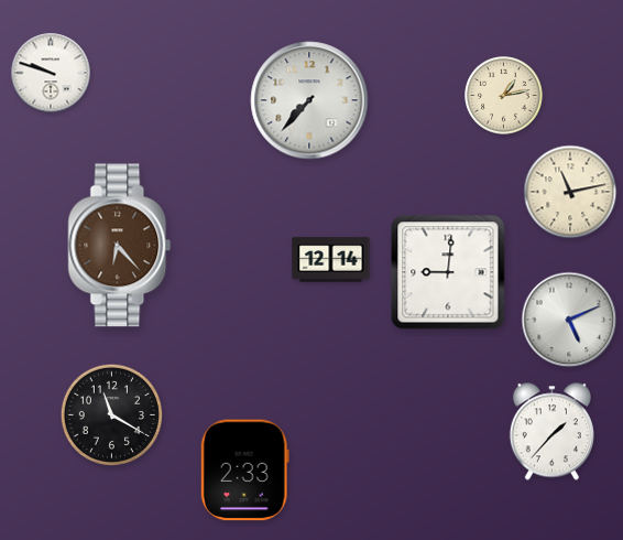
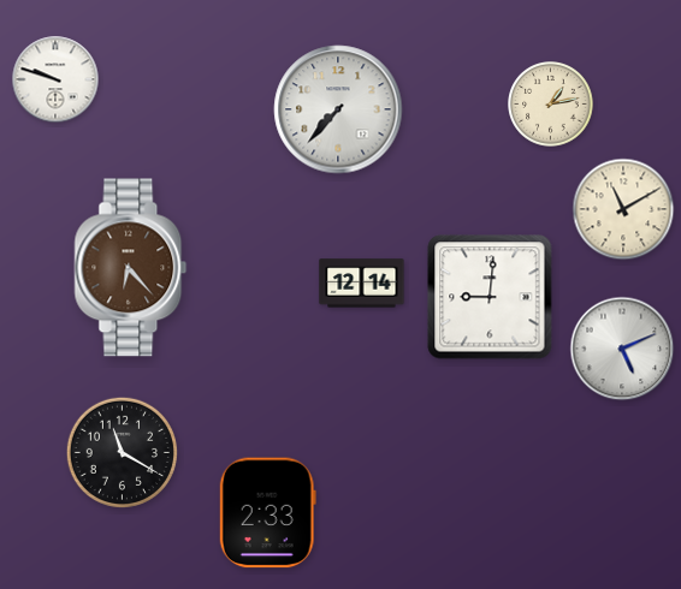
clock at (570, 192): 11:13 -> 11:10
clock at (551, 432): 1:37 -> none
